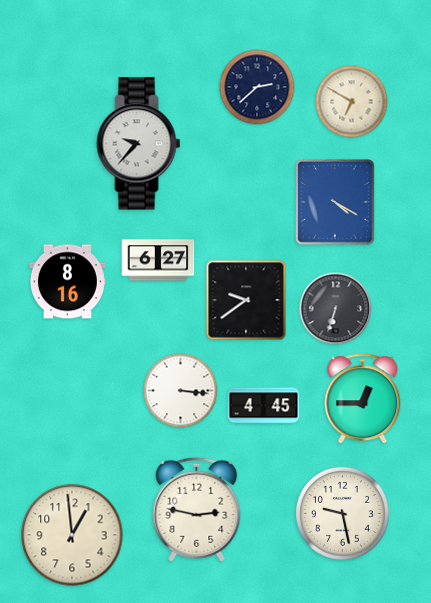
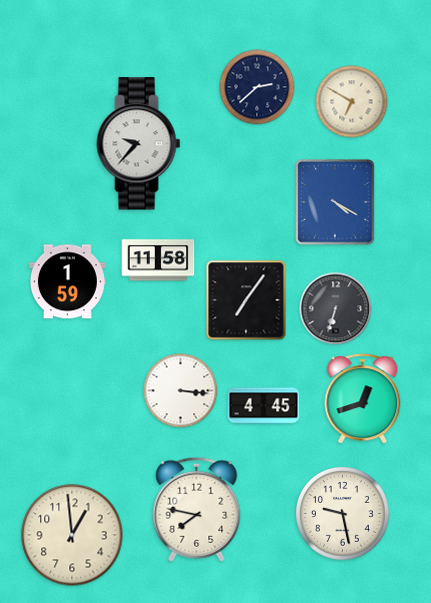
clock at (158, 260): 6:27 -> 11:58
clock at (67, 282): 8:16 -> 1:59
clock at (246, 300): 9:39 -> 7:06
clock at (363, 399): 12:45 -> 12:42
clock at (197, 509): 2:47 -> 7:47
